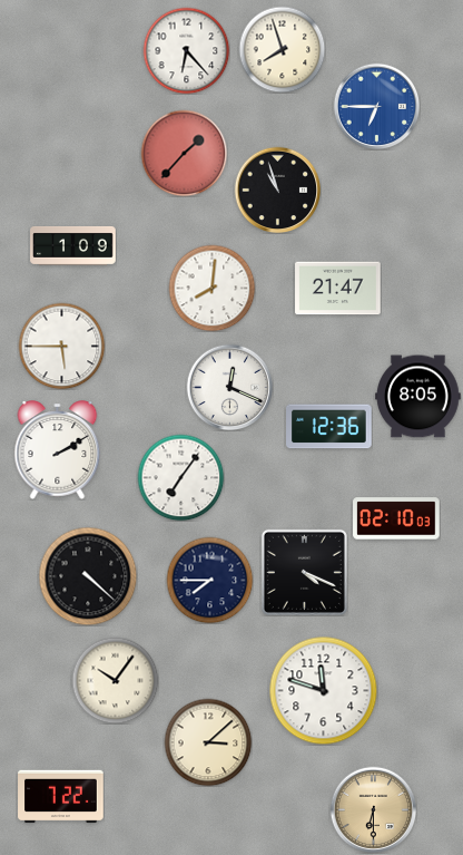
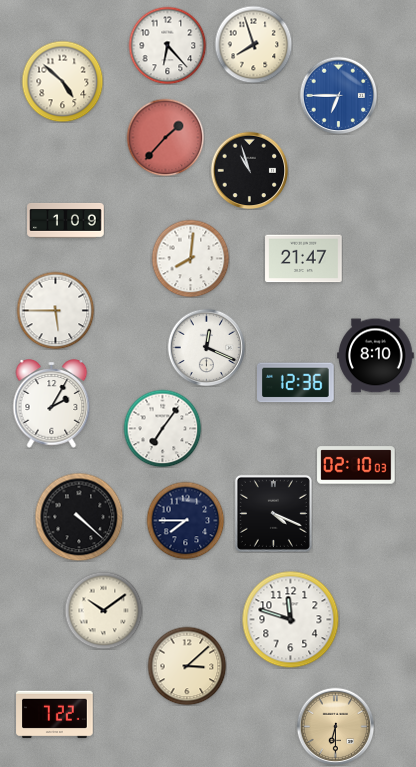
clock at (62, 81): none -> 4:52
clock at (418, 397): 8:05 -> 8:10
clock at (58, 450): 2:10 -> 2:05
clock at (209, 580) position: (209, 580) -> (185, 520)
clock at (115, 680): 10:06 -> 10:09
